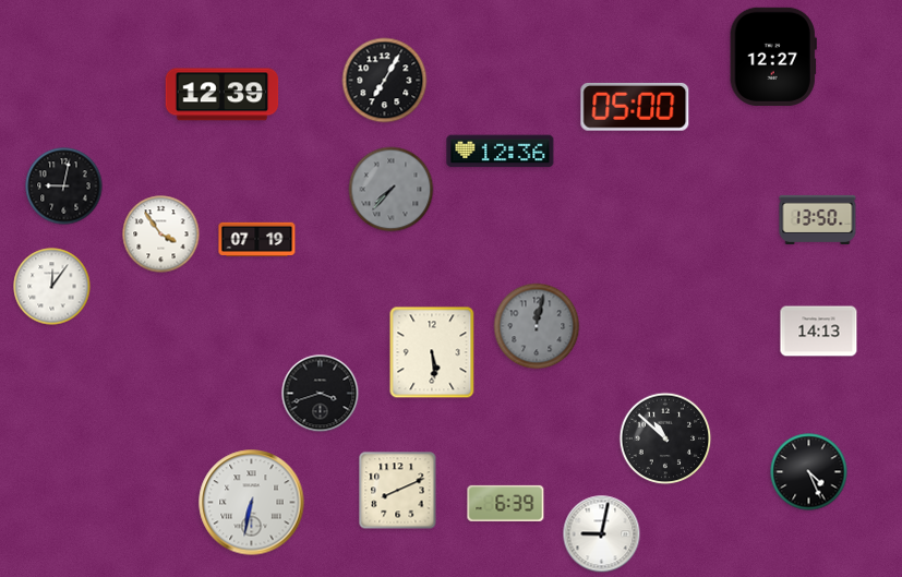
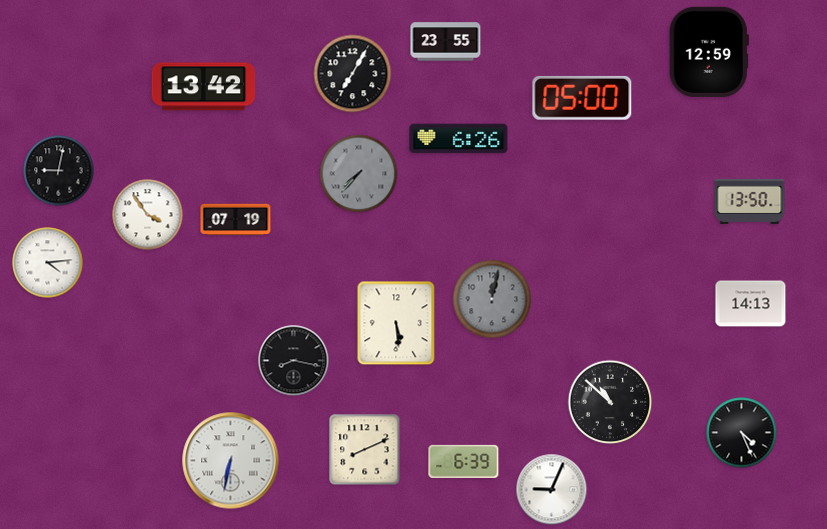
clock at (446, 42): none -> 23:55
clock at (773, 57): 12:27 -> 12:59
clock at (223, 95): 12:39 -> 13:42
clock at (501, 152): 12:36 -> 6:26
clock at (52, 287): 12:06 -> 4:14
clock at (321, 394): 3:42 -> 8:17
clock at (602, 534): 9:02 -> 9:04
